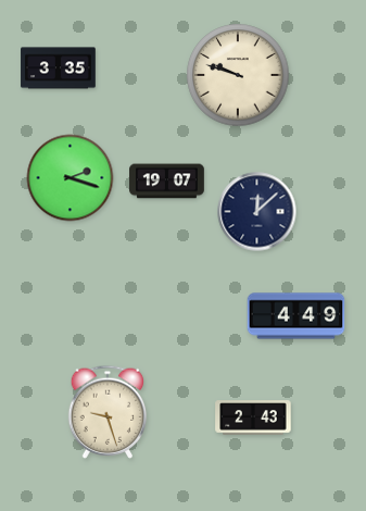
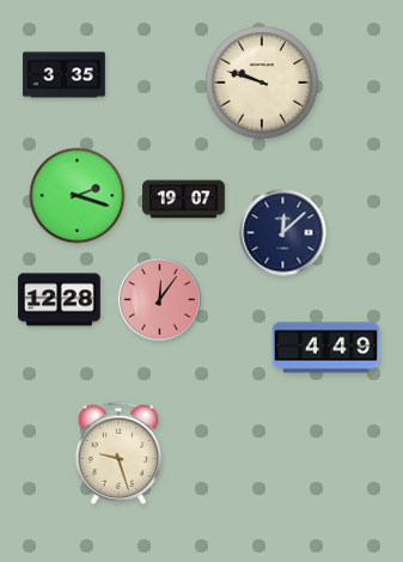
clock at (60, 300): none -> 12:28
clock at (160, 300): none -> 12:06
clock at (253, 417): 2:43 -> none
